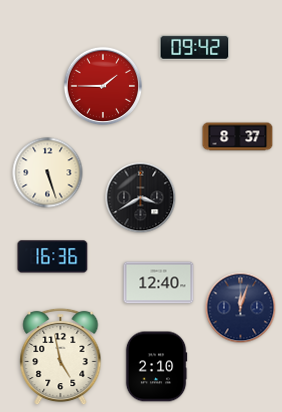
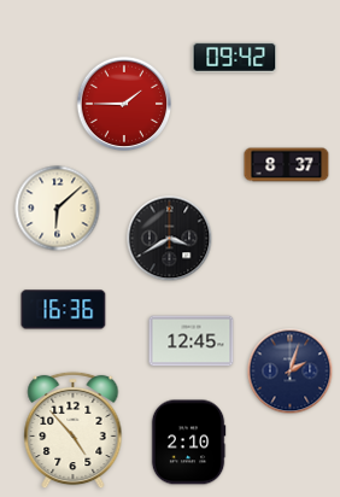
clock at (48, 173): 5:27 -> 6:08
clock at (159, 283): 12:40 -> 12:45
clock at (241, 308): 12:03 -> 2:03
clock at (61, 357): 4:58 -> 4:53
